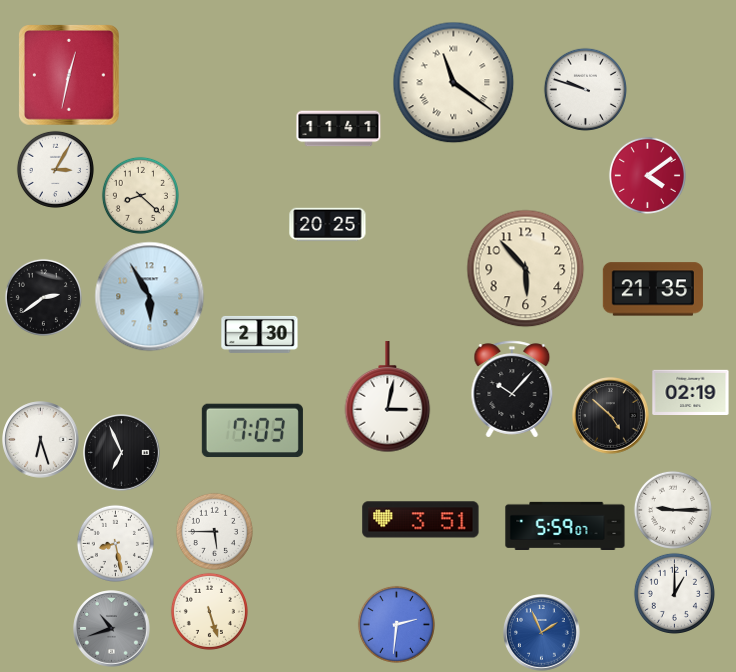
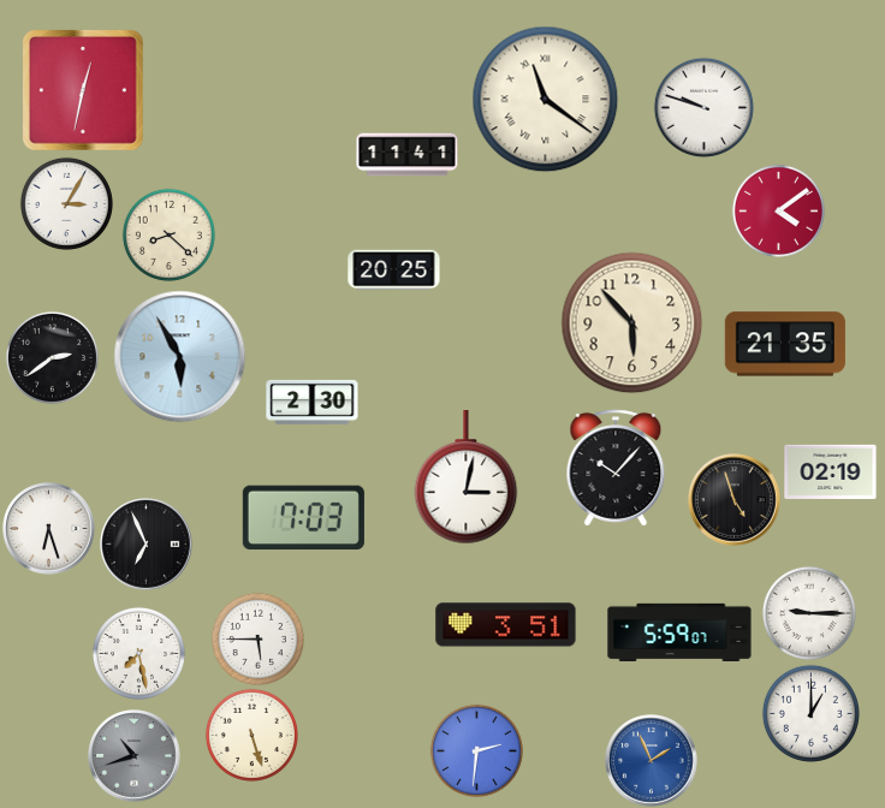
clock at (653, 289) position: (653, 289) -> (785, 344)
clock at (611, 416): 4:52 -> 4:57
clock at (115, 543): 8:28 -> 7:28
